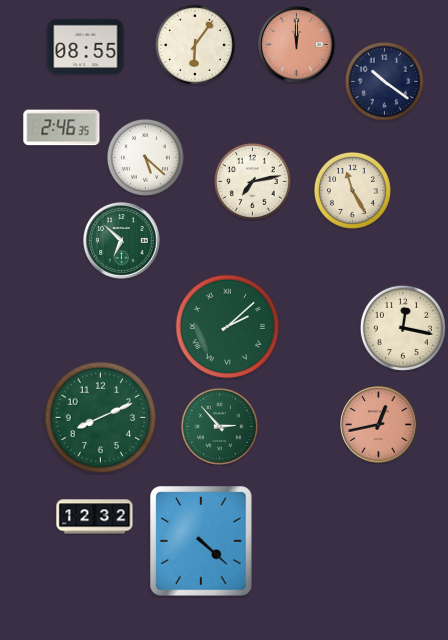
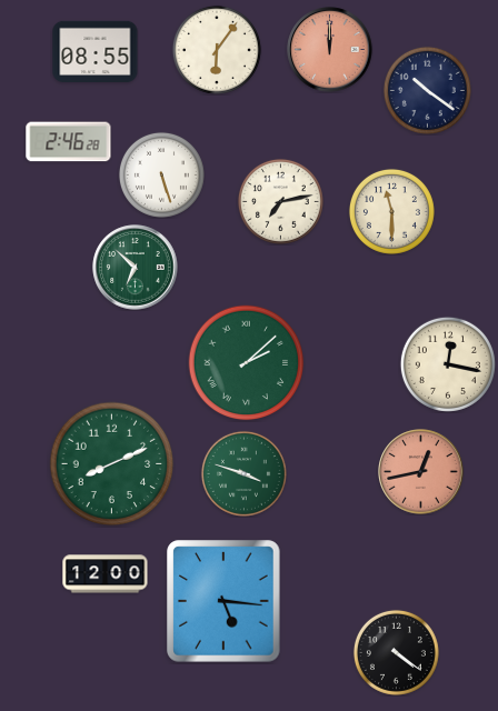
clock at (62, 128): 2:46:35 -> 2:46:28
clock at (145, 157): 5:22 -> 5:27
clock at (352, 190): 11:25 -> 11:30
clock at (228, 327) position: (228, 327) -> (247, 363)
clock at (219, 426): 2:53 -> 3:48
clock at (95, 517): 12:32 -> 12:00
clock at (201, 541): 4:22 -> 5:16
clock at (396, 652): none -> 4:21
